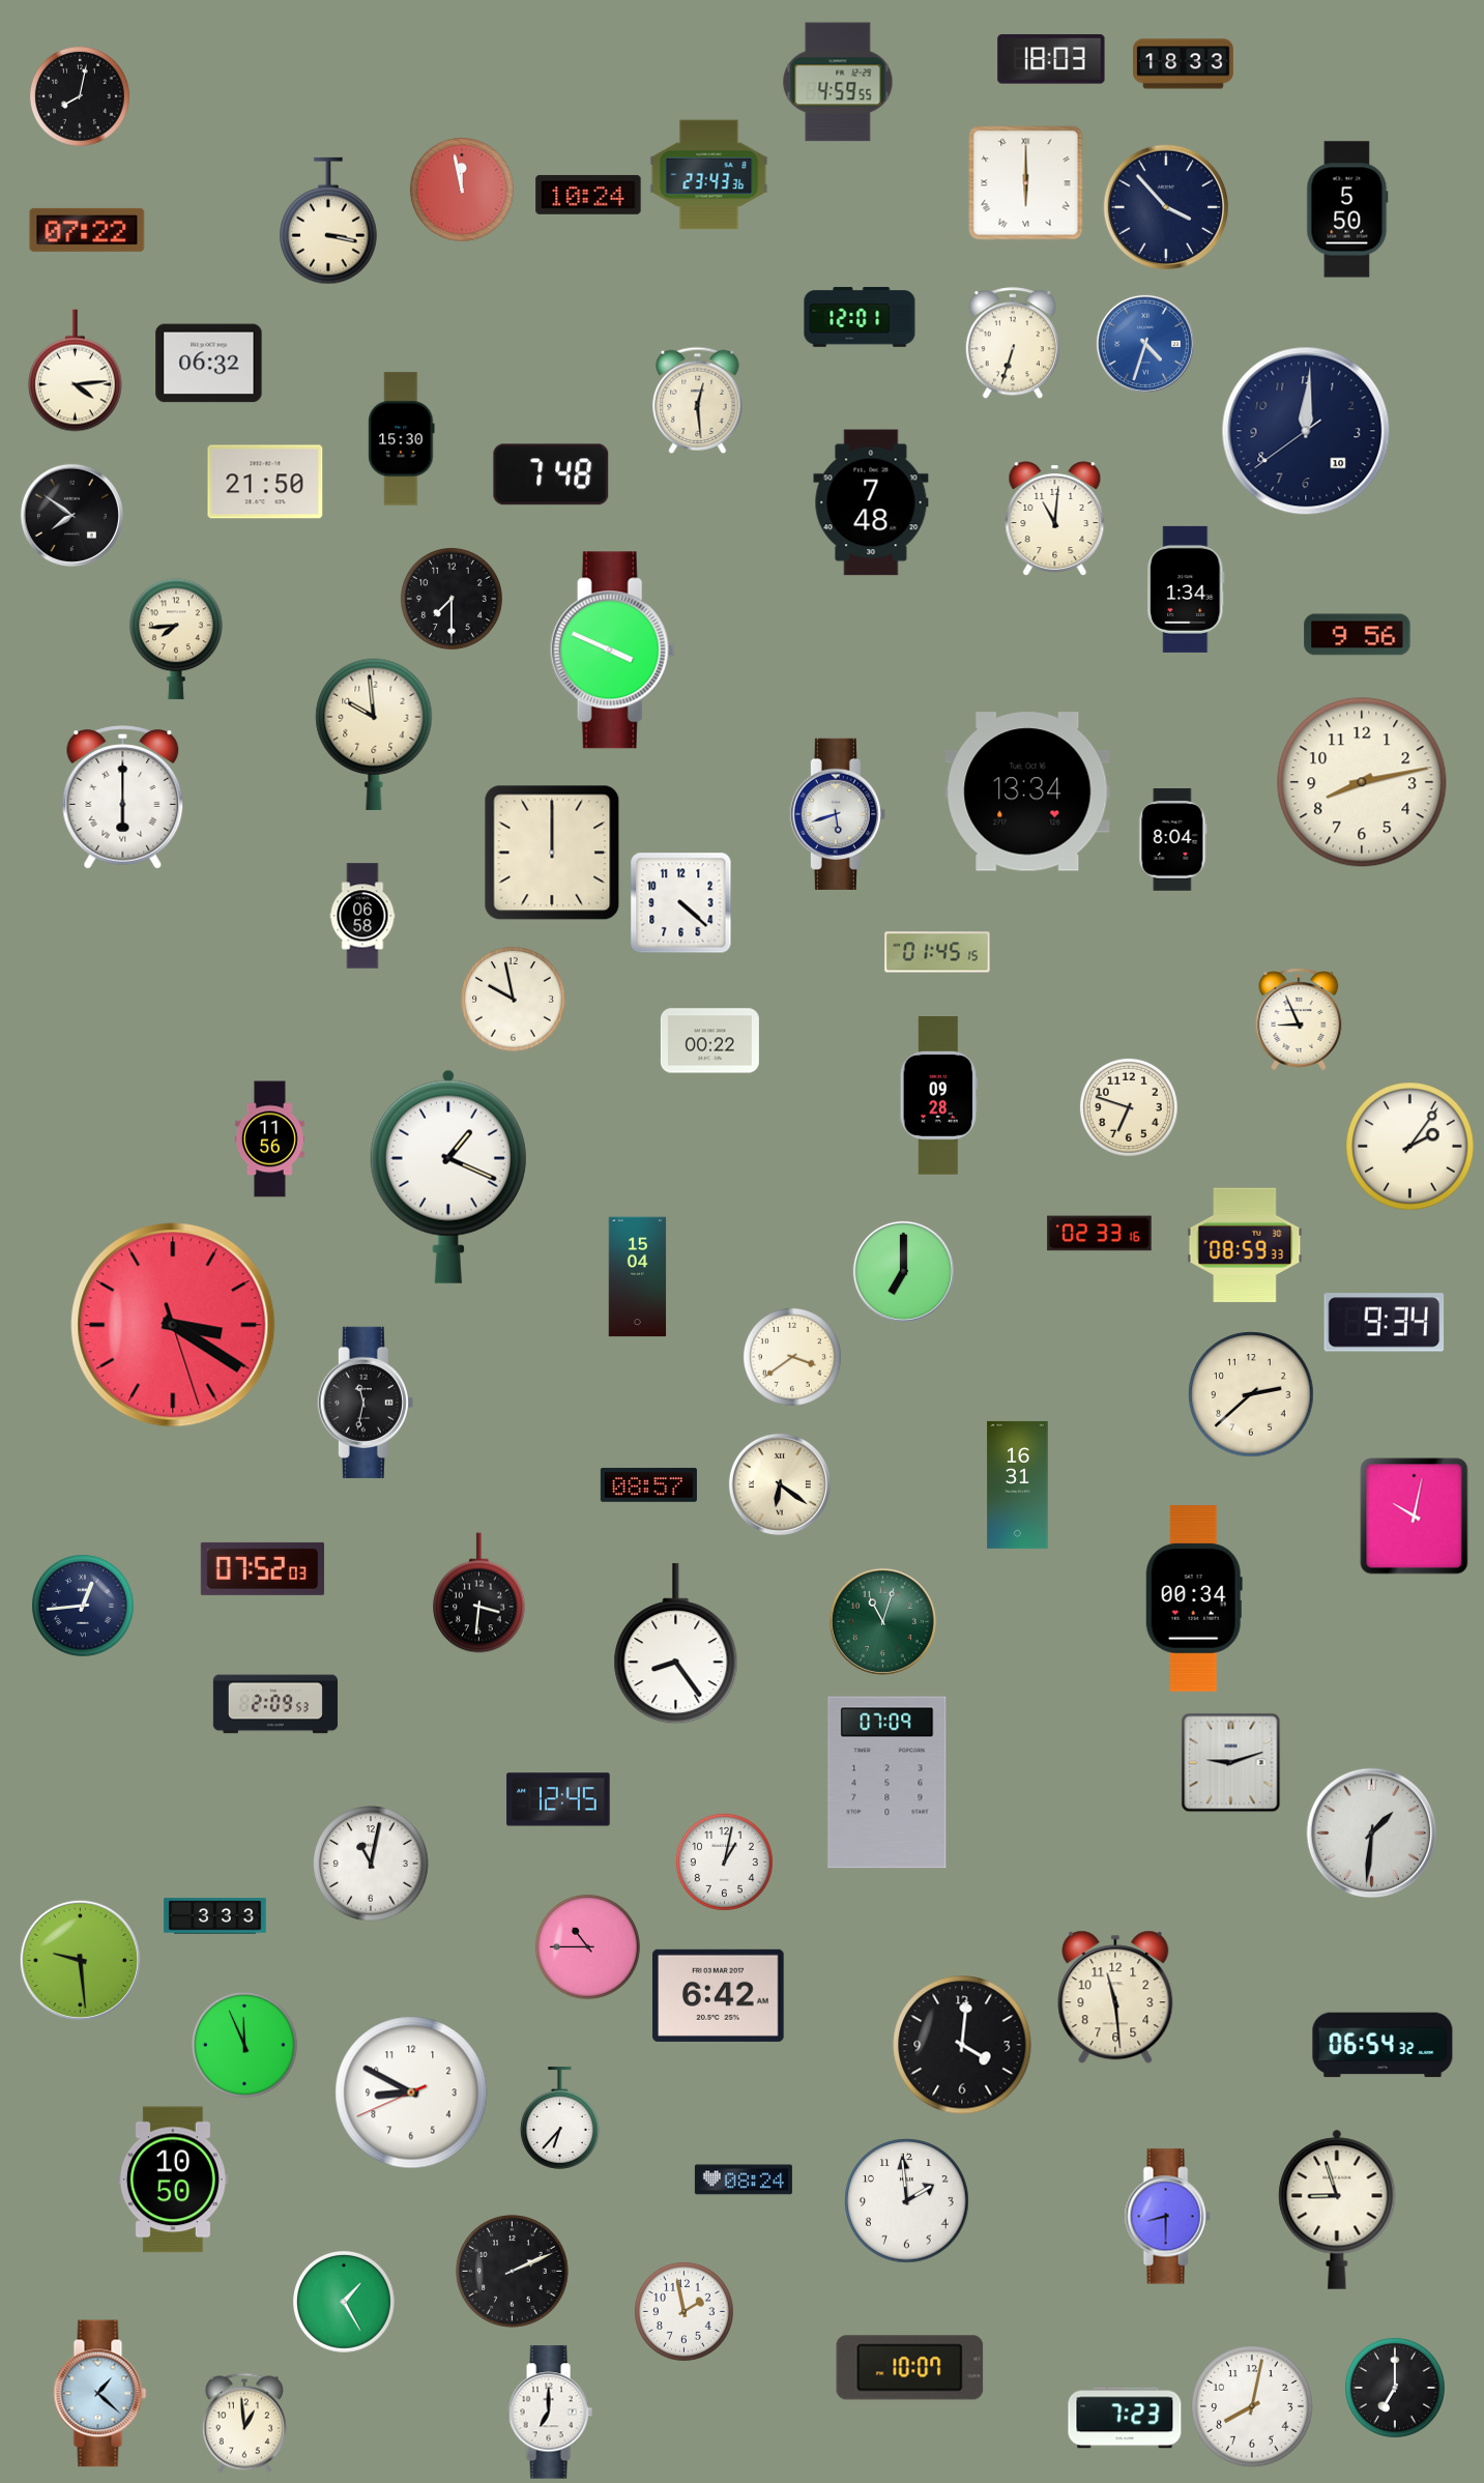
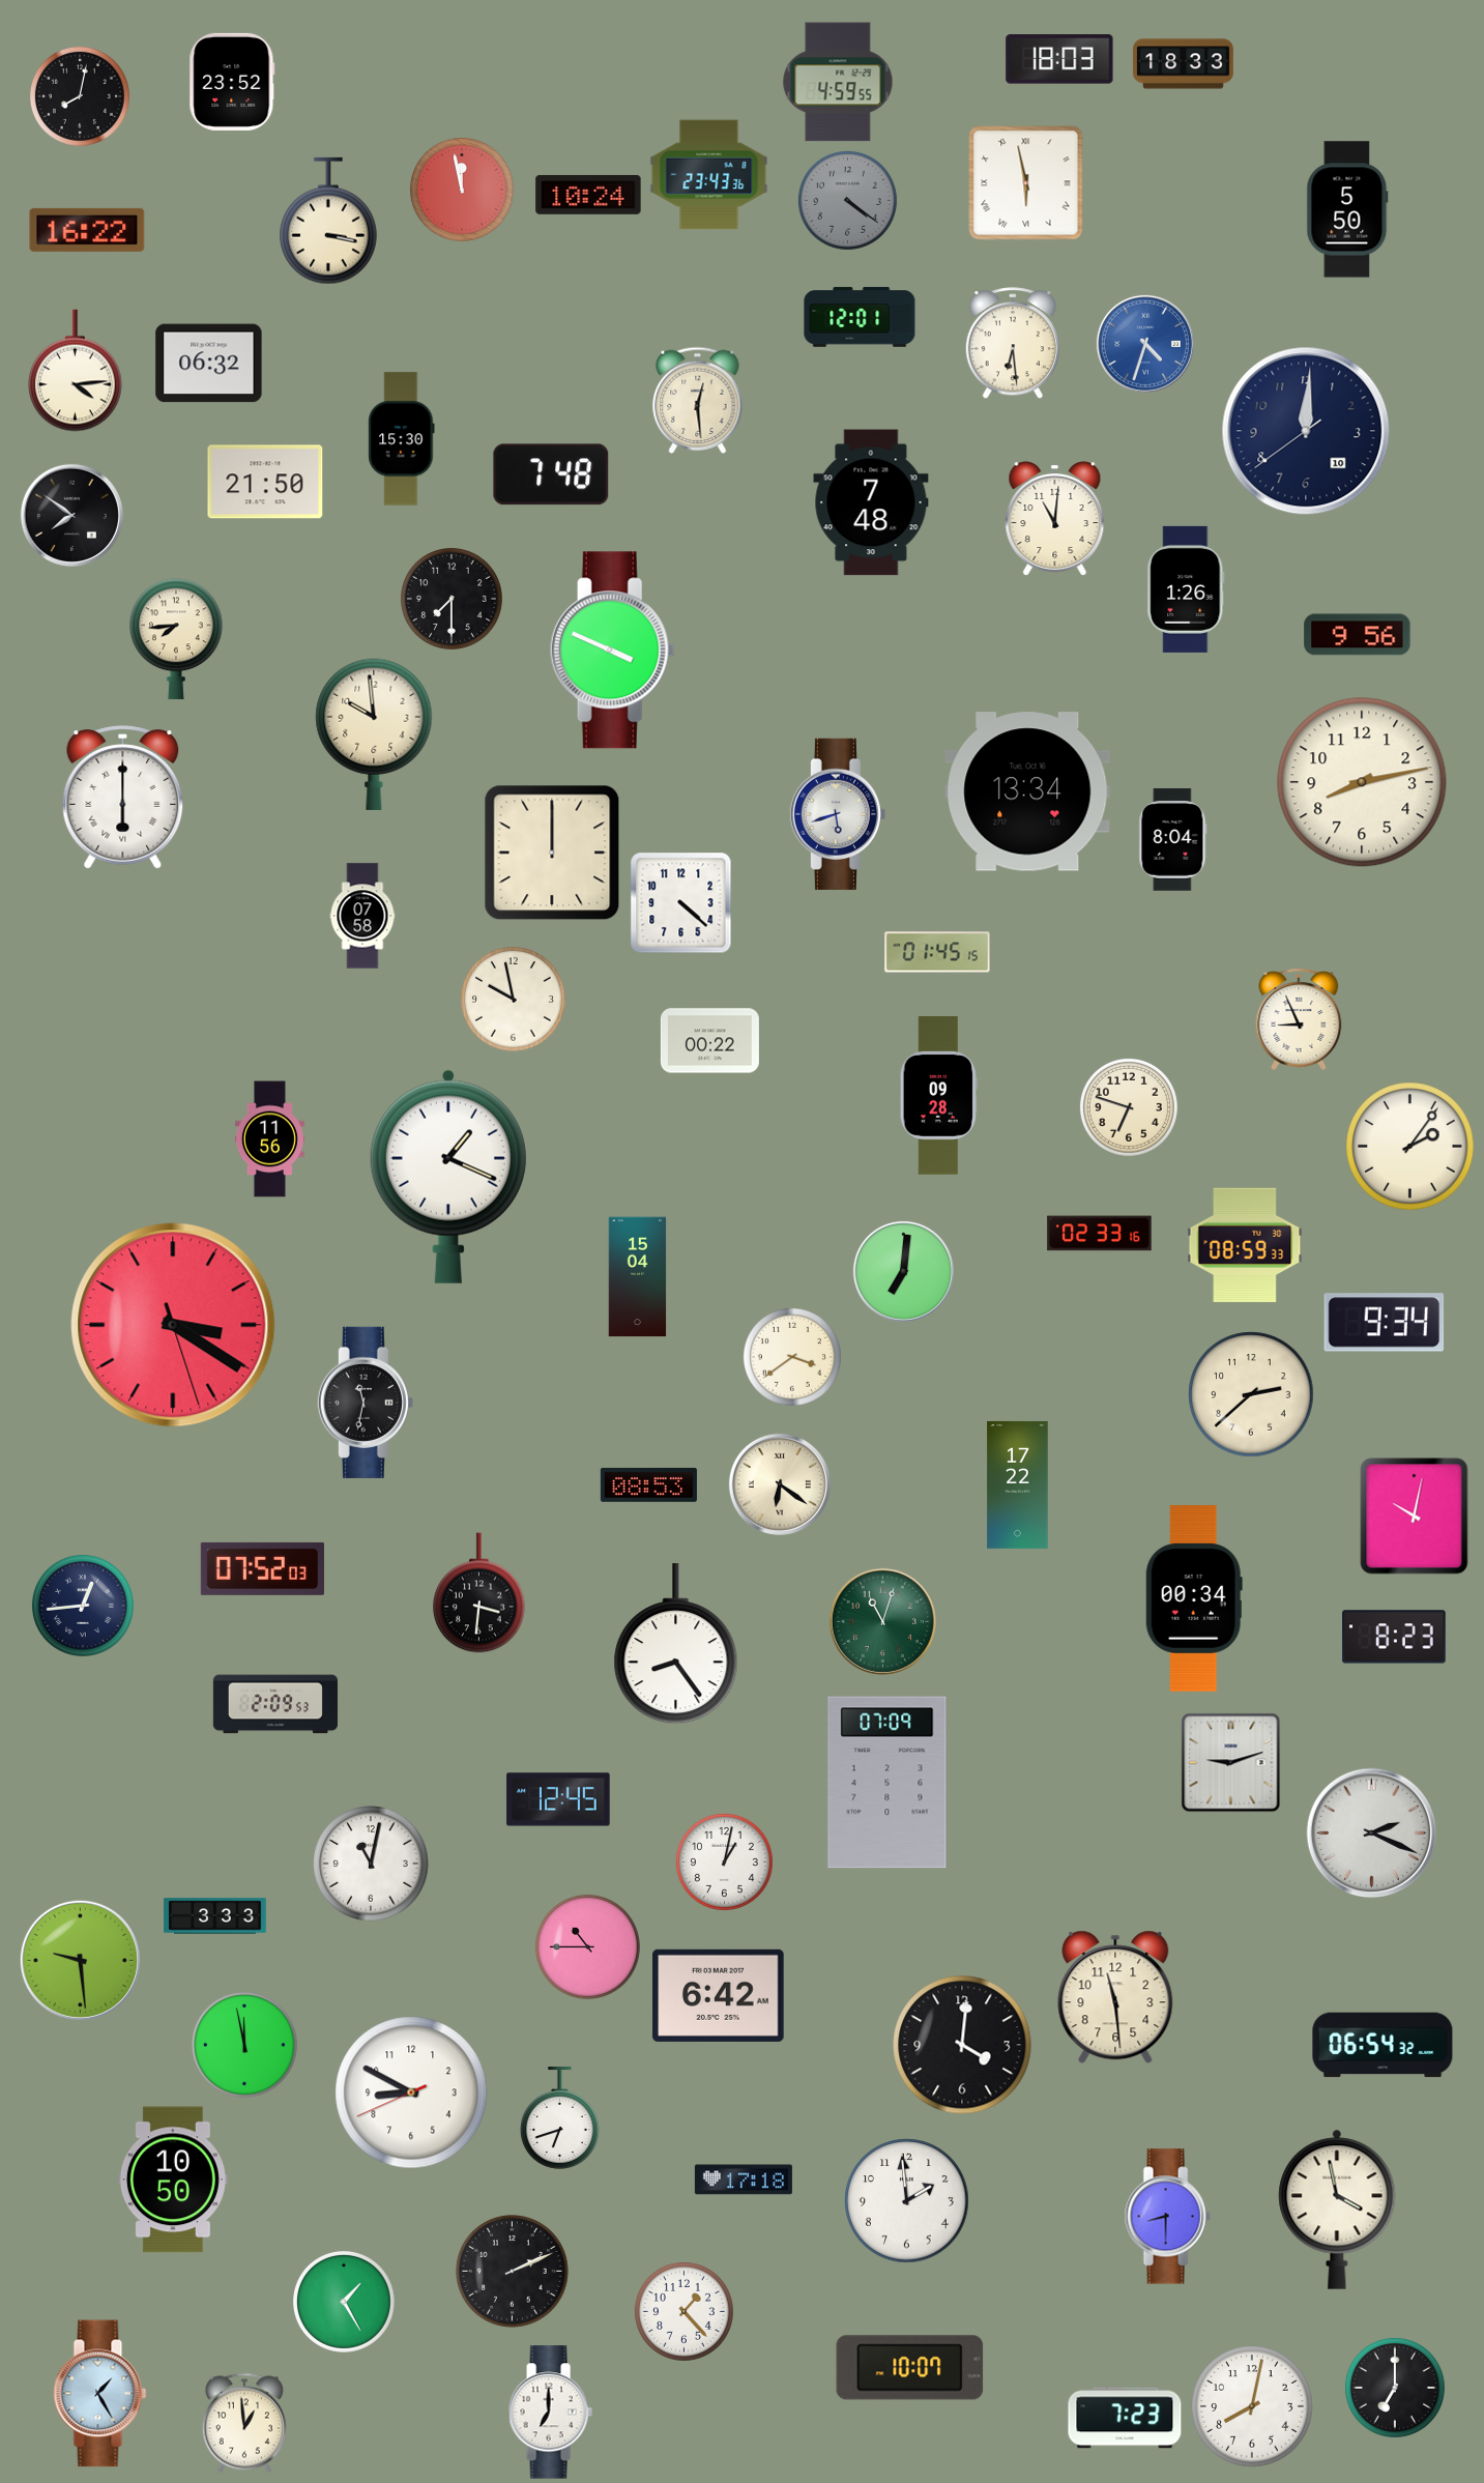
clock at (1051, 59) position: (1051, 59) -> (1059, 59)
clock at (232, 82): none -> 23:52
clock at (1026, 183): 6:00 -> 5:58
clock at (847, 200): none -> 4:21
clock at (1165, 206): 3:53 -> none
clock at (87, 230): 07:22 -> 16:22
clock at (1012, 344): 6:33 -> 6:29
clock at (1186, 589): 1:34 -> 1:26
clock at (362, 916): 06:58 -> 07:58
clock at (903, 1271): 7:00 -> 7:01
clock at (1018, 1484): 16:31 -> 17:22
clock at (648, 1485): 08:57 -> 08:53
clock at (1394, 1637): none -> 8:23
clock at (1372, 1834): 1:31 -> 2:19
clock at (245, 2046): 11:56 -> 11:58
clock at (559, 2118): 6:37 -> 6:42
clock at (744, 2179): 08:24 -> 17:18
clock at (1337, 2210): 8:57 -> 3:58
clock at (683, 2311): 1:58 -> 1:23
clock at (100, 2394): 1:22 -> 1:25
